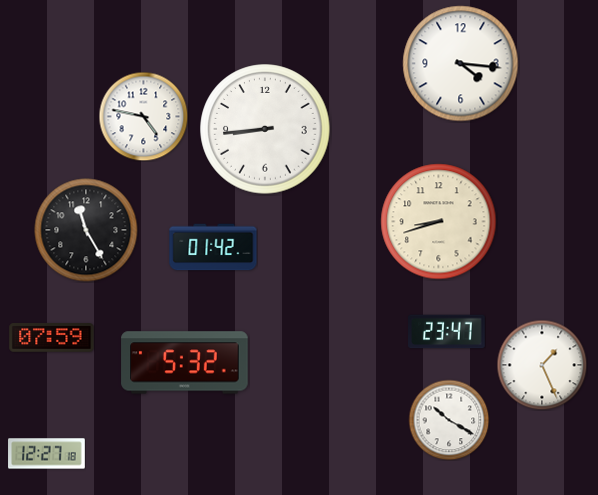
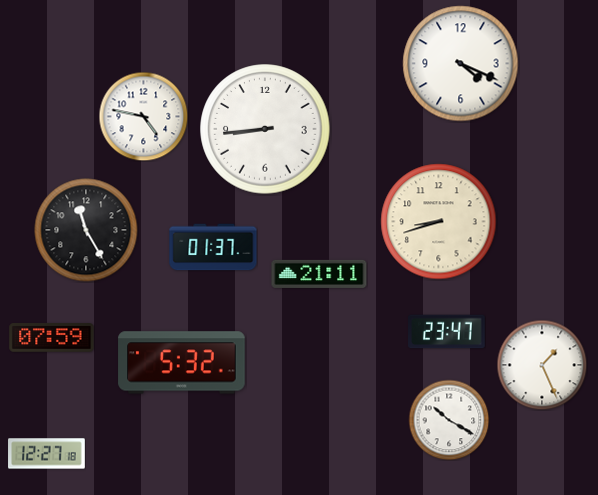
clock at (461, 64): 4:16 -> 4:19
clock at (213, 247): 01:42 -> 01:37
clock at (319, 274): none -> 21:11
clock at (185, 363) position: (185, 363) -> (182, 363)
